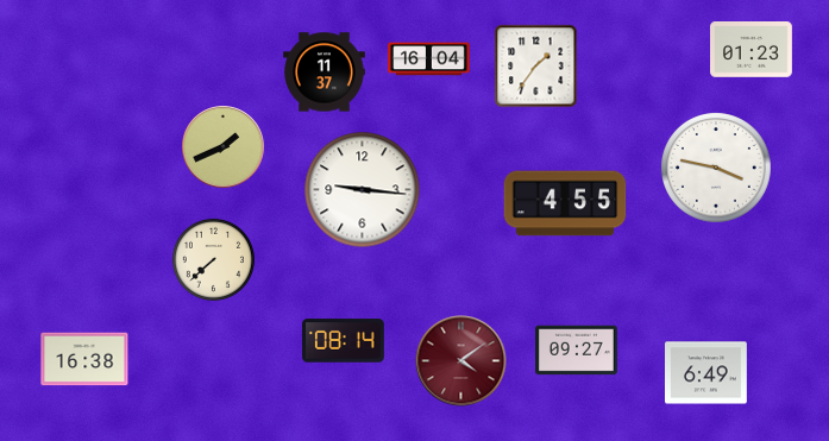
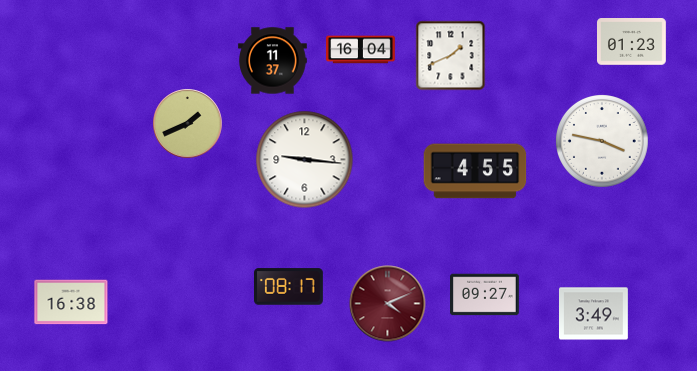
clock at (536, 67): 1:36 -> 1:41
clock at (213, 259): 7:38 -> none
clock at (344, 341): 08:14 -> 08:17
clock at (461, 361): 4:09 -> 4:11
clock at (706, 373): 6:49 -> 3:49
